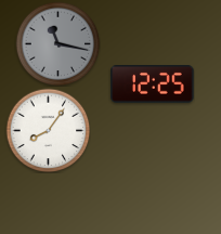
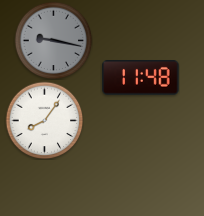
clock at (57, 43): 11:17 -> 9:17
clock at (153, 84): 12:25 -> 11:48
